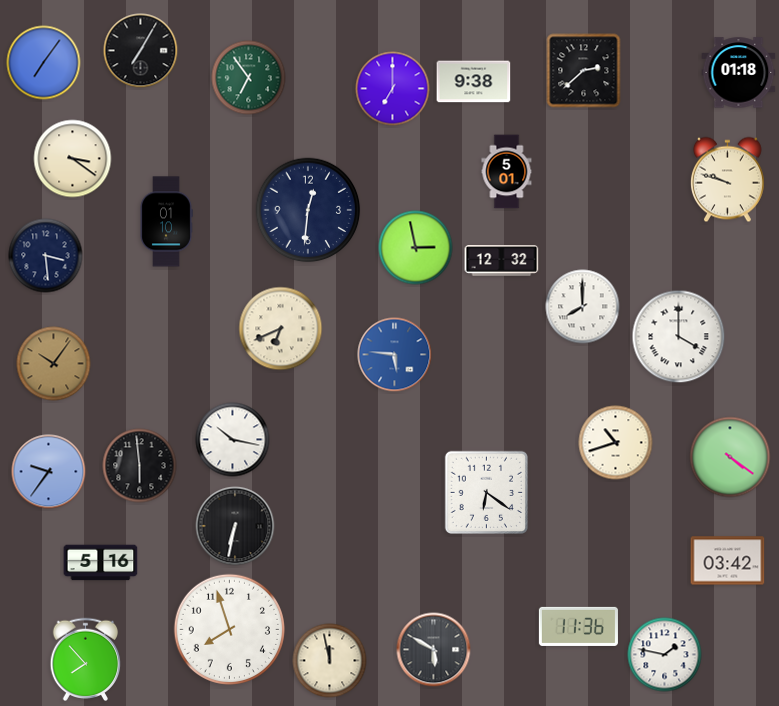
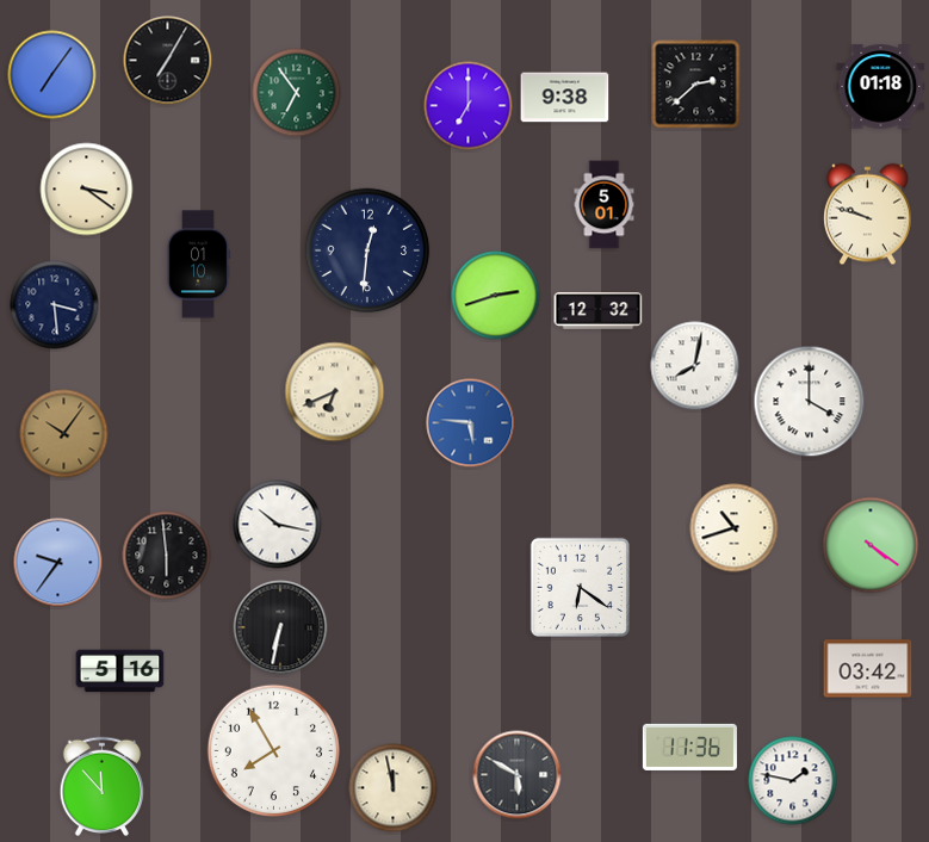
clock at (416, 248): 2:58 -> 2:42
clock at (583, 307): 8:00 -> 8:02
clock at (229, 629): 7:57 -> 7:55
clock at (86, 659): 7:53 -> 11:53
